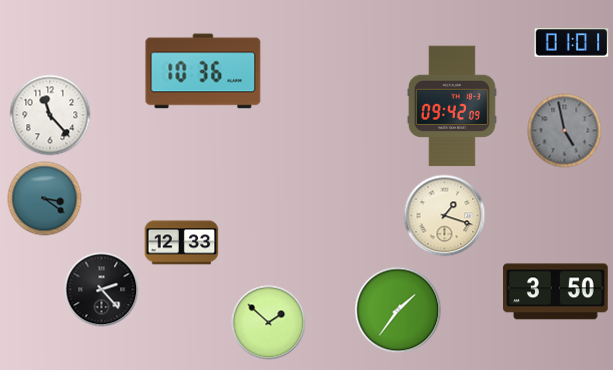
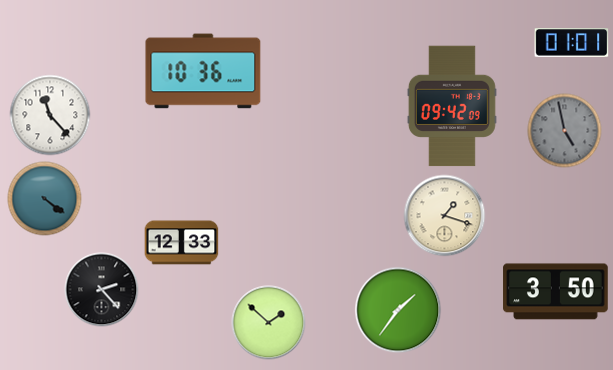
clock at (45, 199): 3:21 -> 4:21
